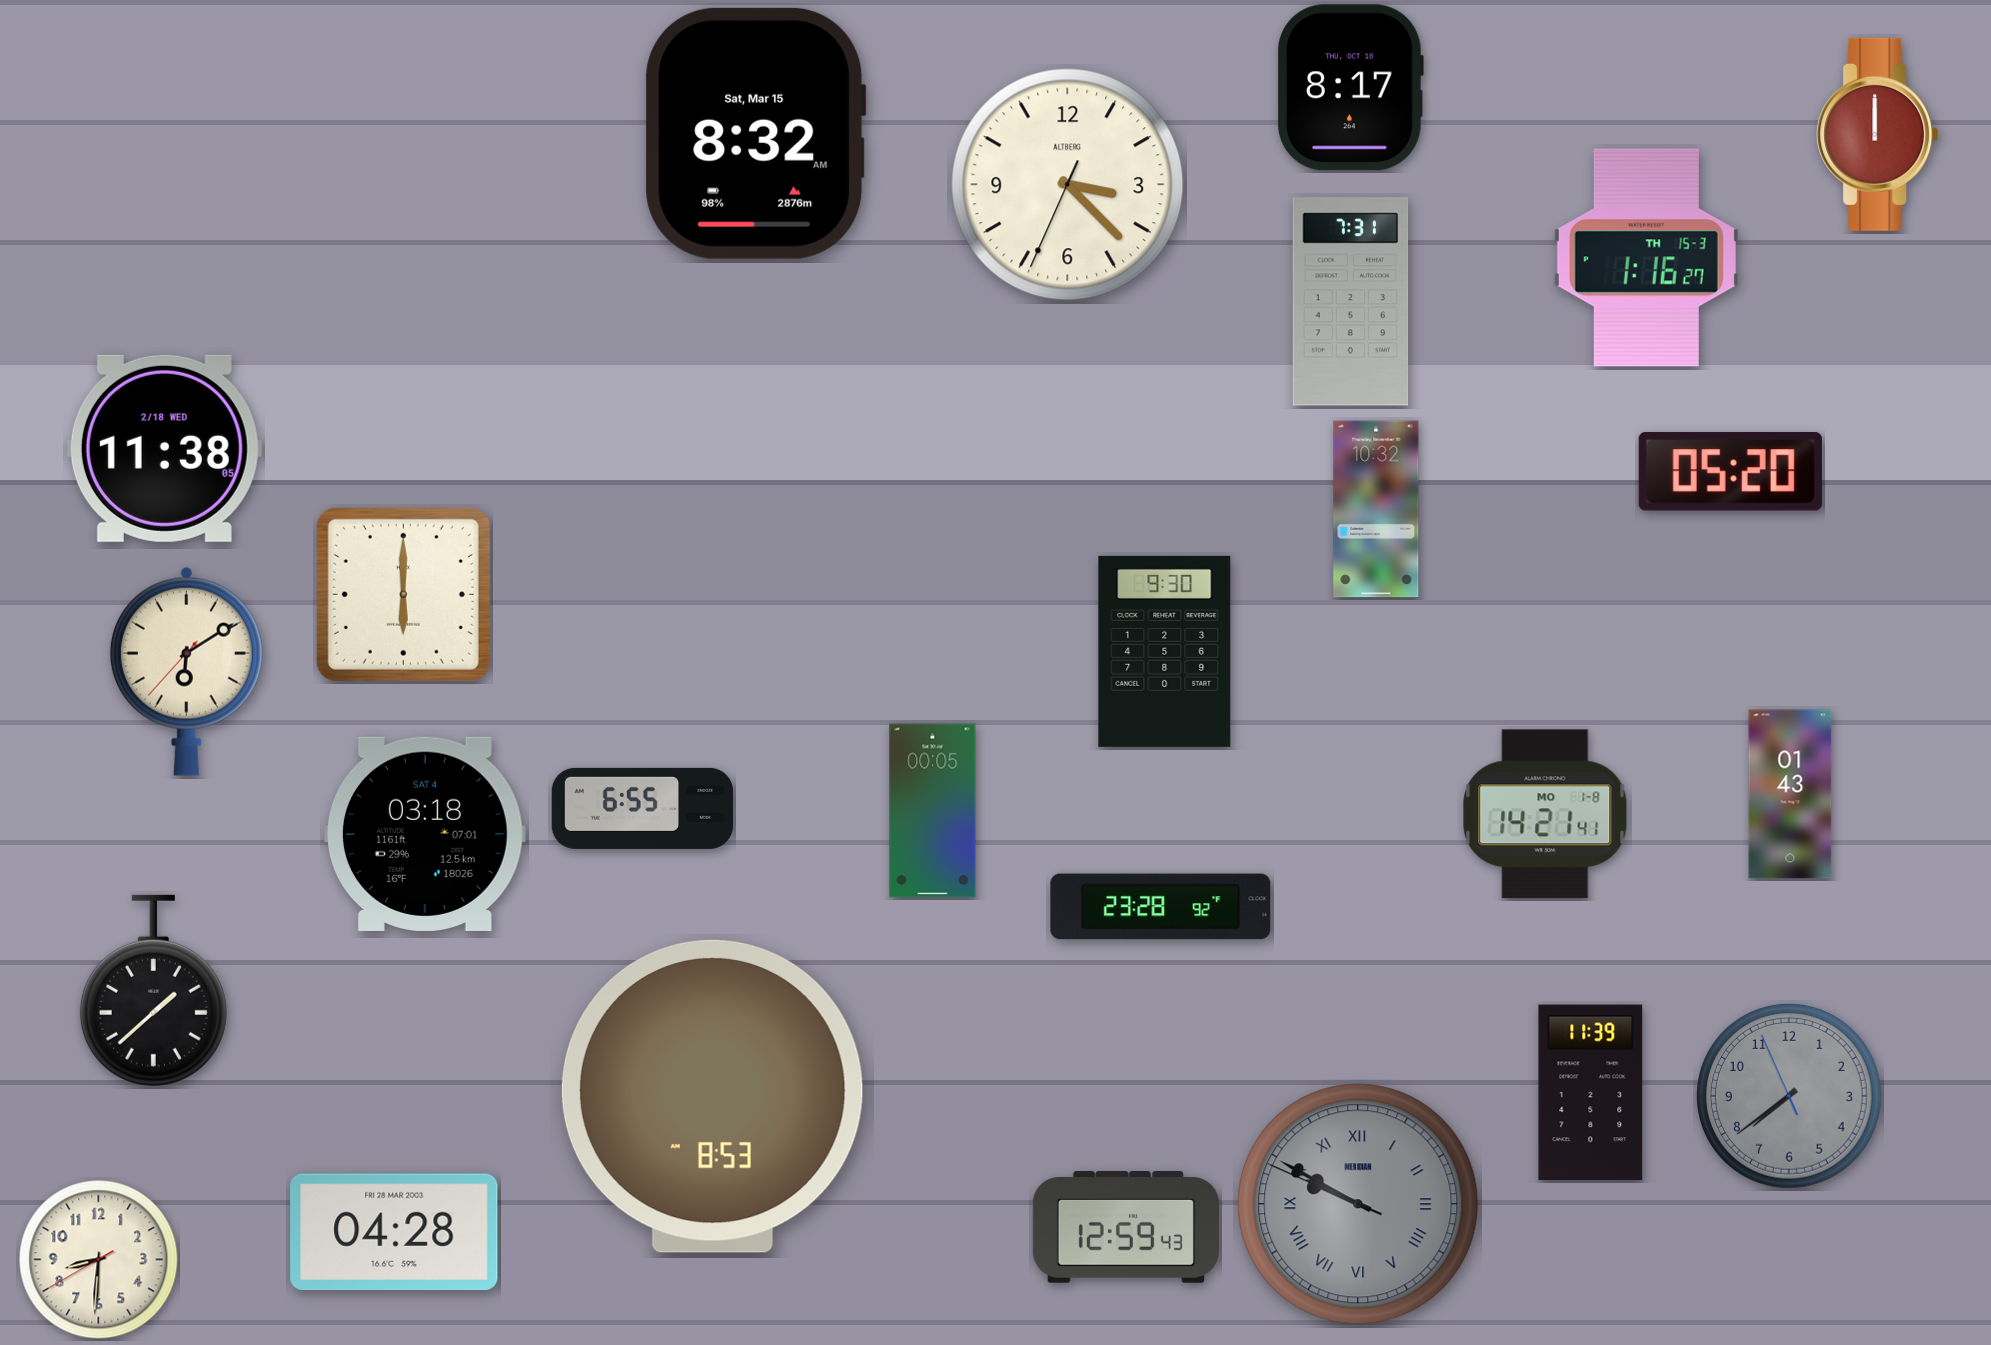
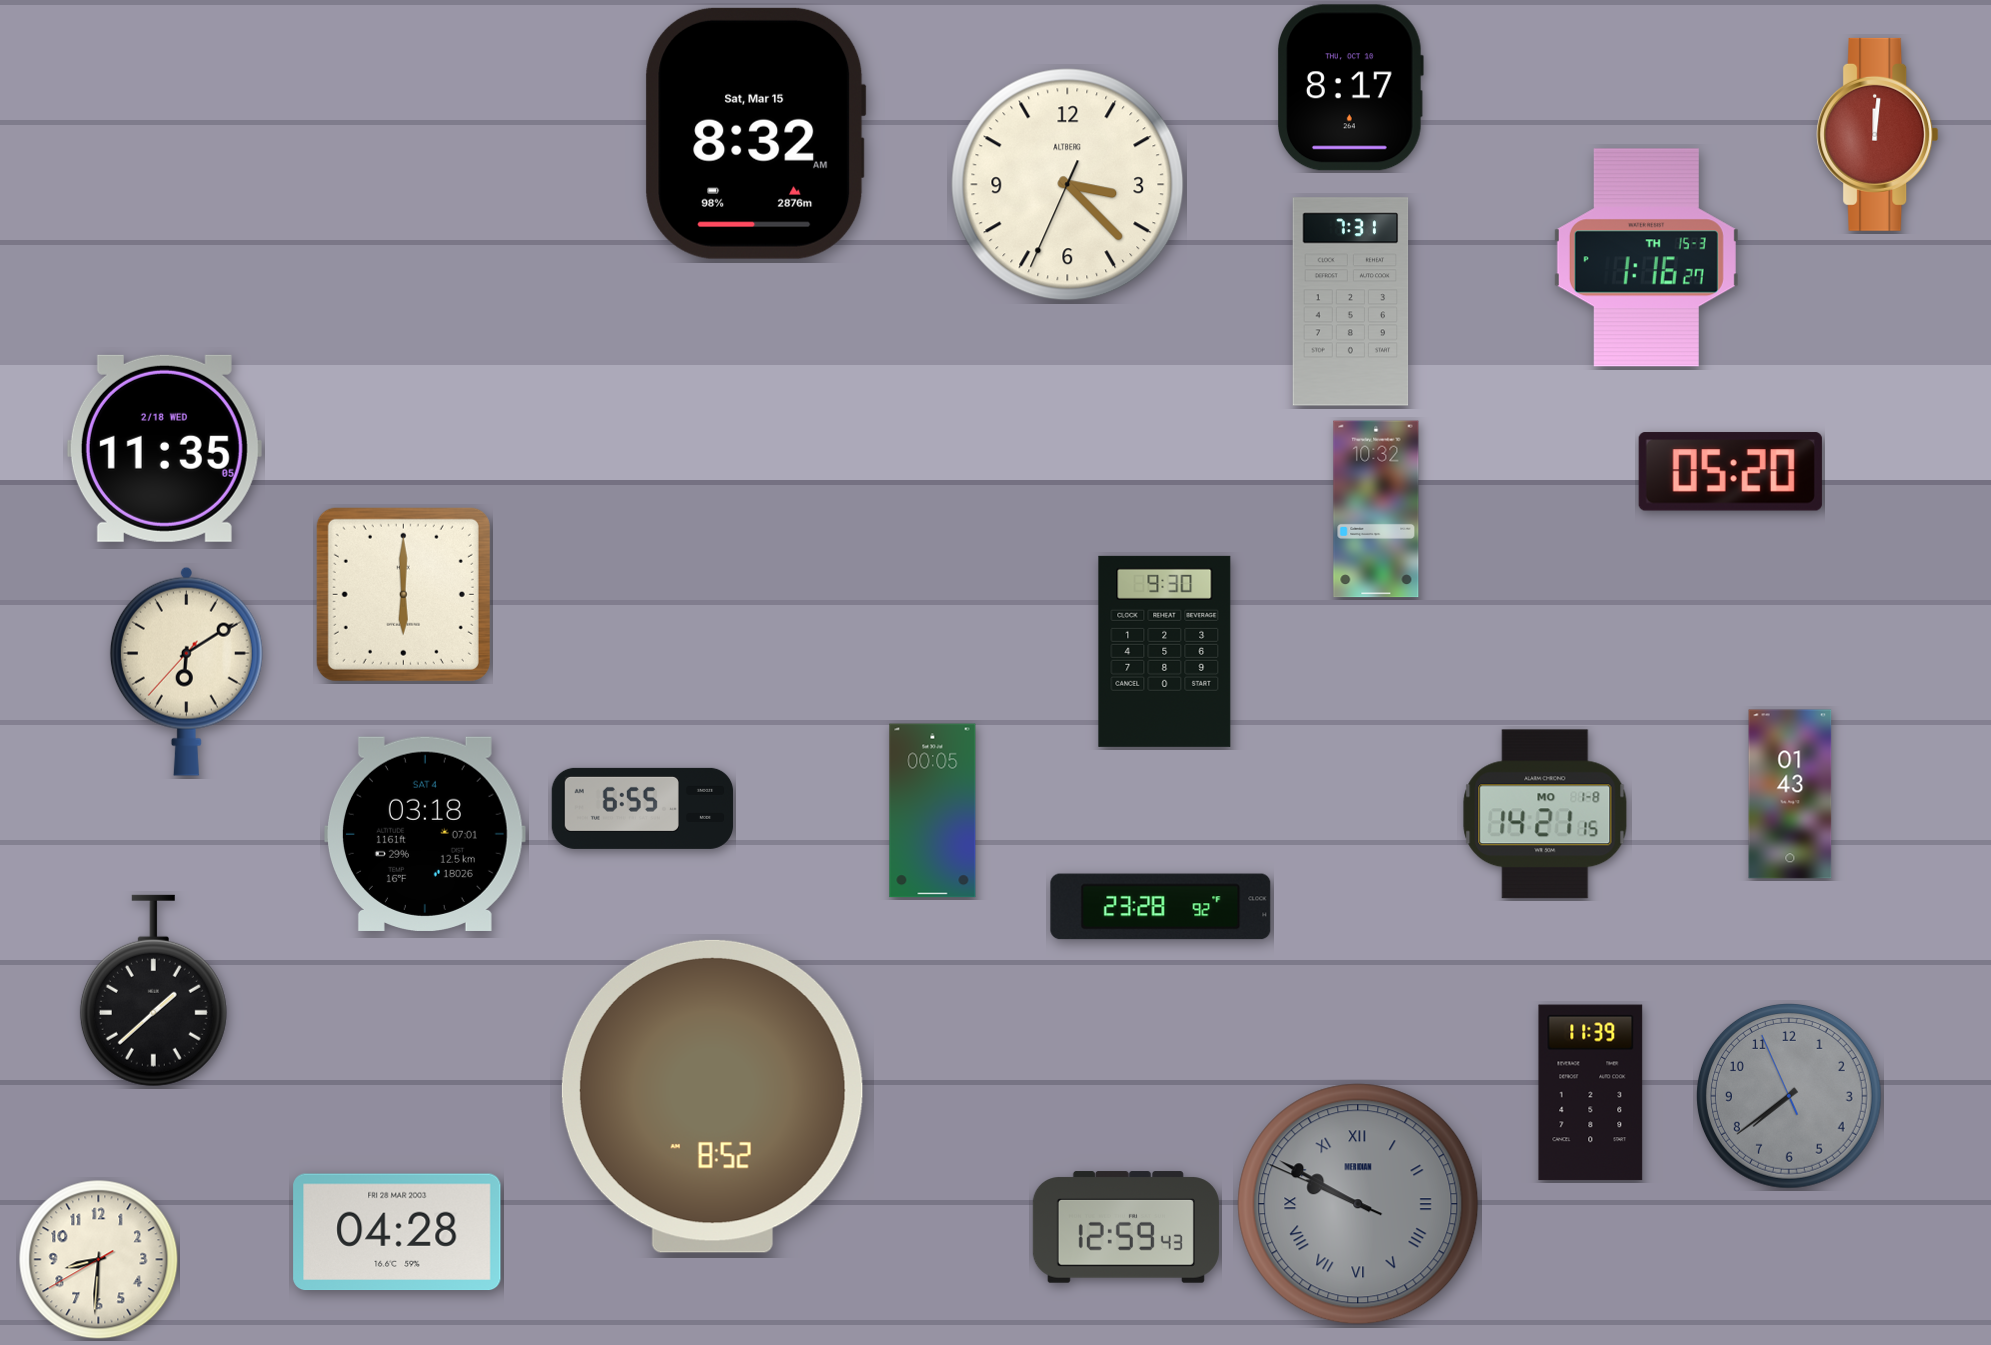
clock at (1878, 134): 12:00 -> 12:01
clock at (164, 448): 11:38 -> 11:35
clock at (1545, 814): 14:21:41 -> 14:21:15
clock at (712, 1096): 8:53 -> 8:52
clock at (394, 1232) position: (394, 1232) -> (397, 1232)
